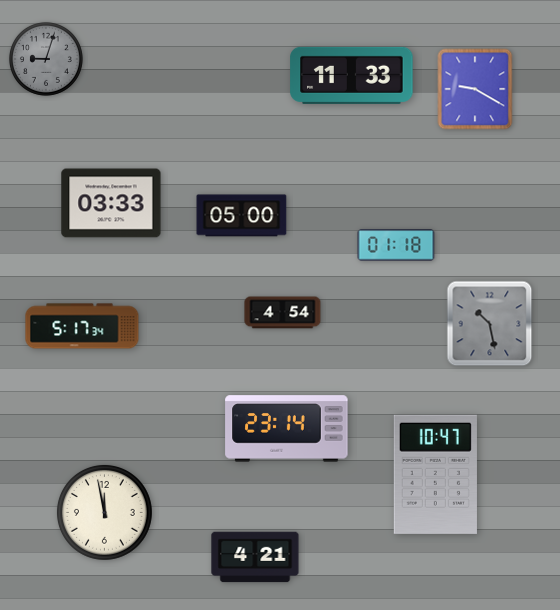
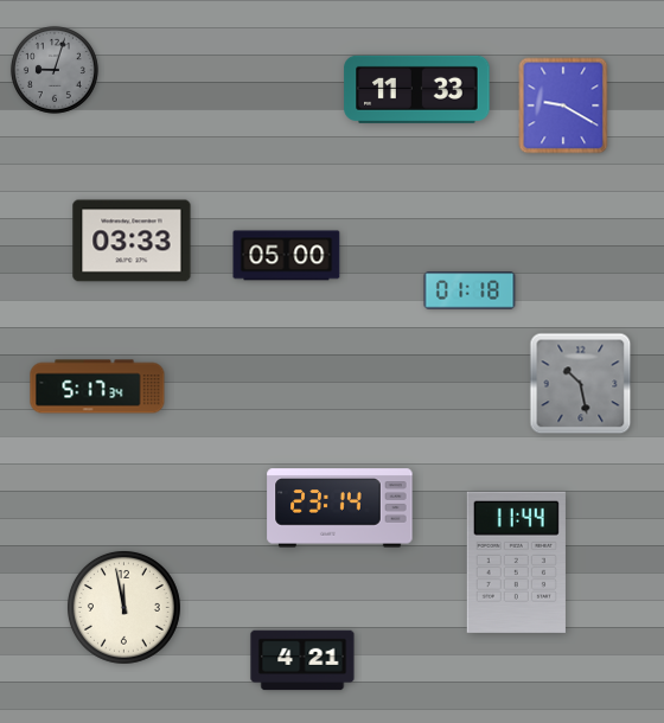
clock at (283, 313): 4:54 -> none
clock at (435, 474): 10:47 -> 11:44
